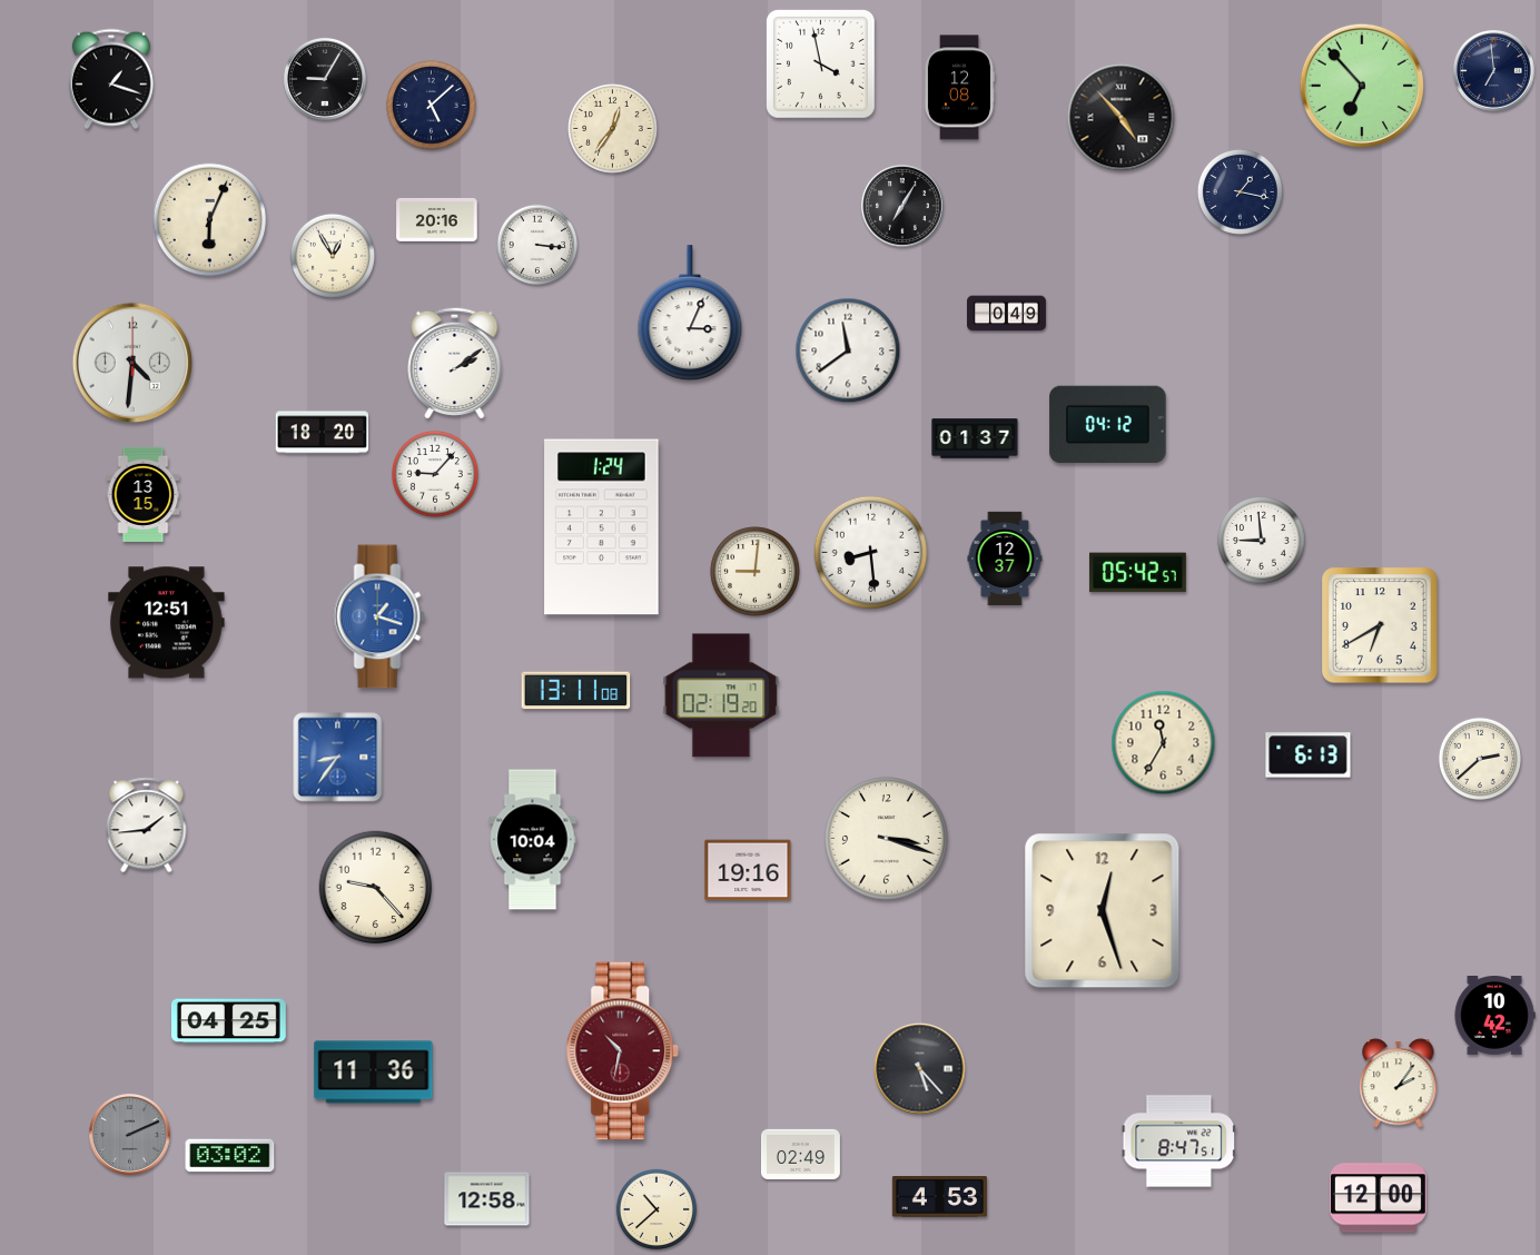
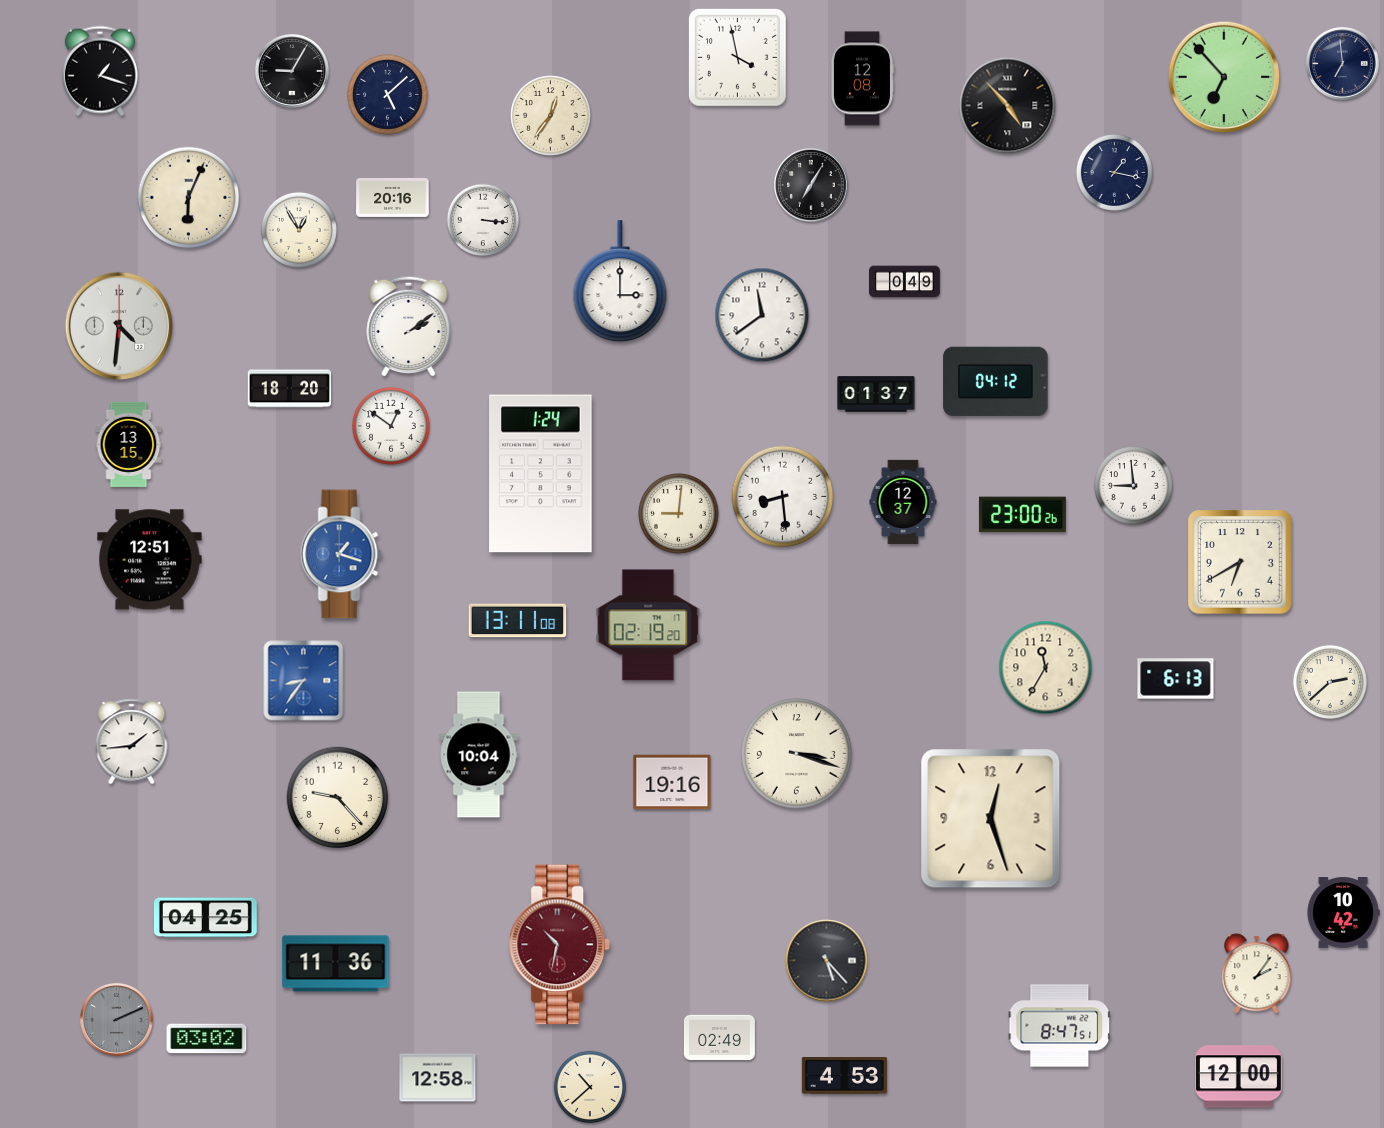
clock at (690, 314): 3:04 -> 3:00
clock at (435, 474): 9:07 -> 12:51
clock at (1137, 573): 05:42 -> 23:00
